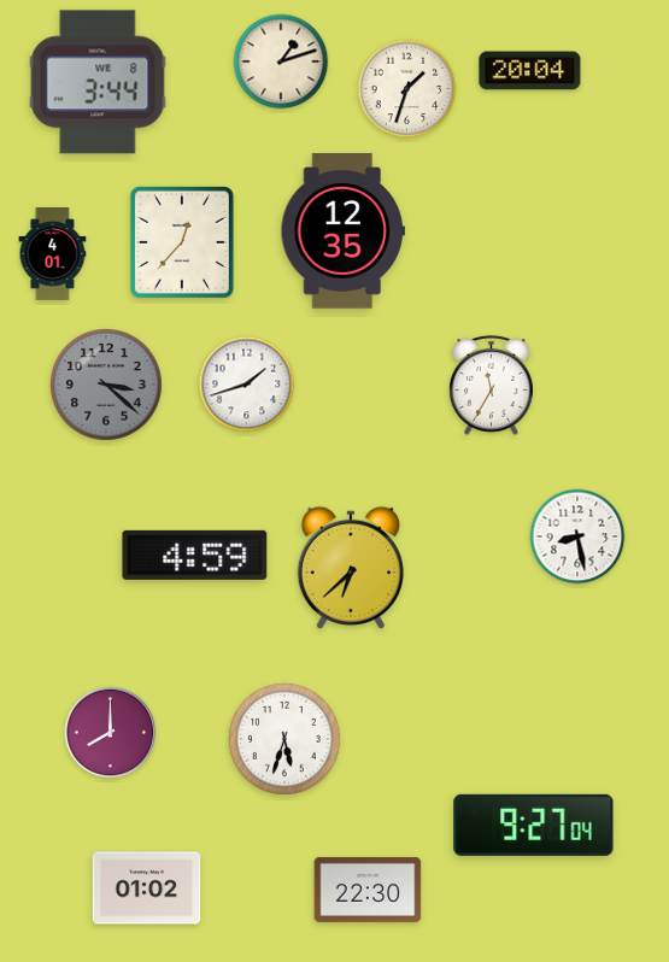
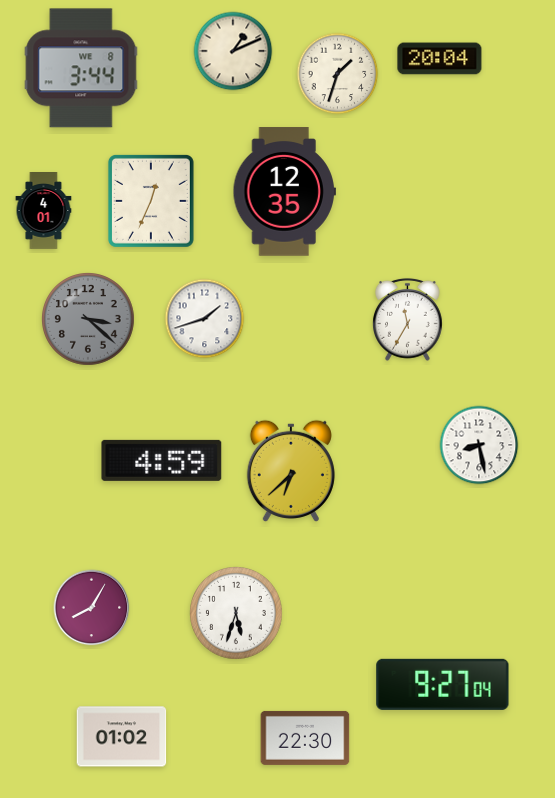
clock at (281, 61): 1:12 -> 1:11
clock at (182, 242): 12:37 -> 12:34
clock at (111, 733): 8:00 -> 8:05
